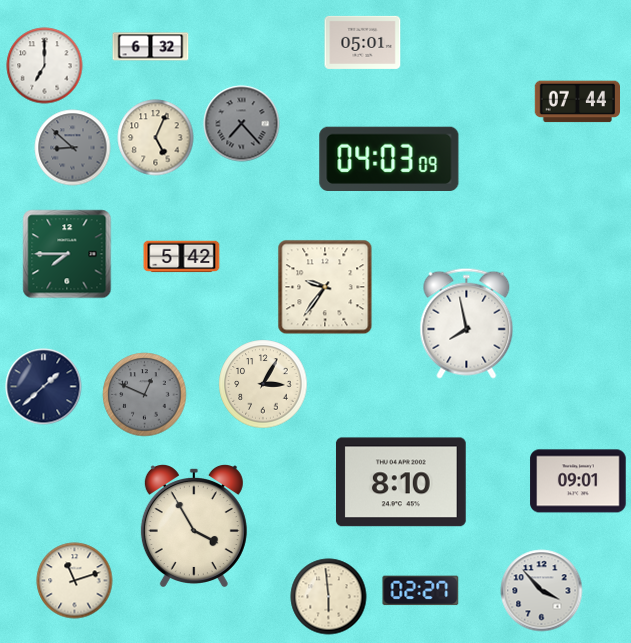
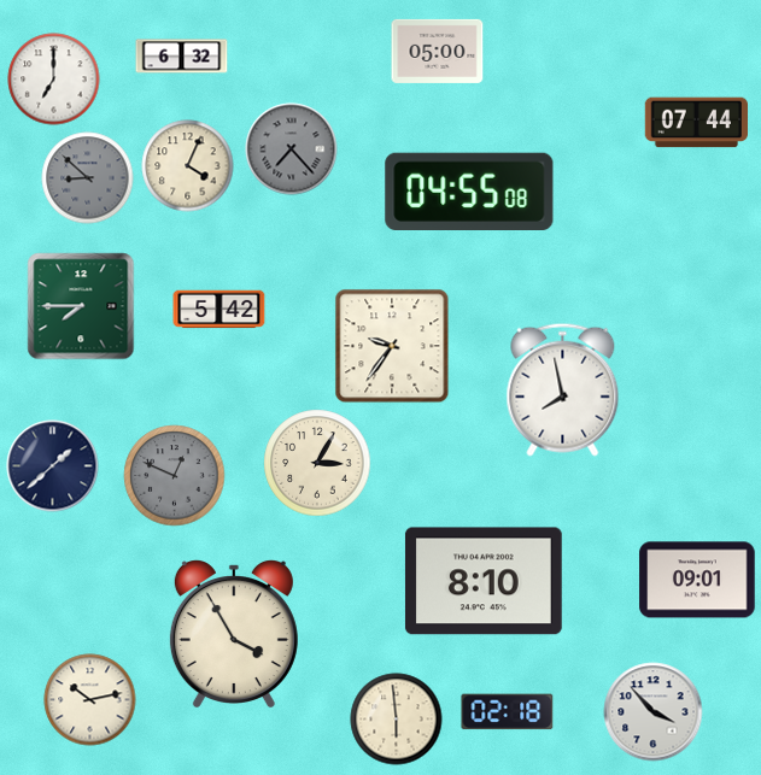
clock at (363, 42): 05:01 -> 05:00
clock at (156, 138): 5:04 -> 4:04
clock at (389, 158): 04:03 -> 04:55
clock at (75, 581): 11:12 -> 10:13
clock at (421, 591): 02:27 -> 02:18
